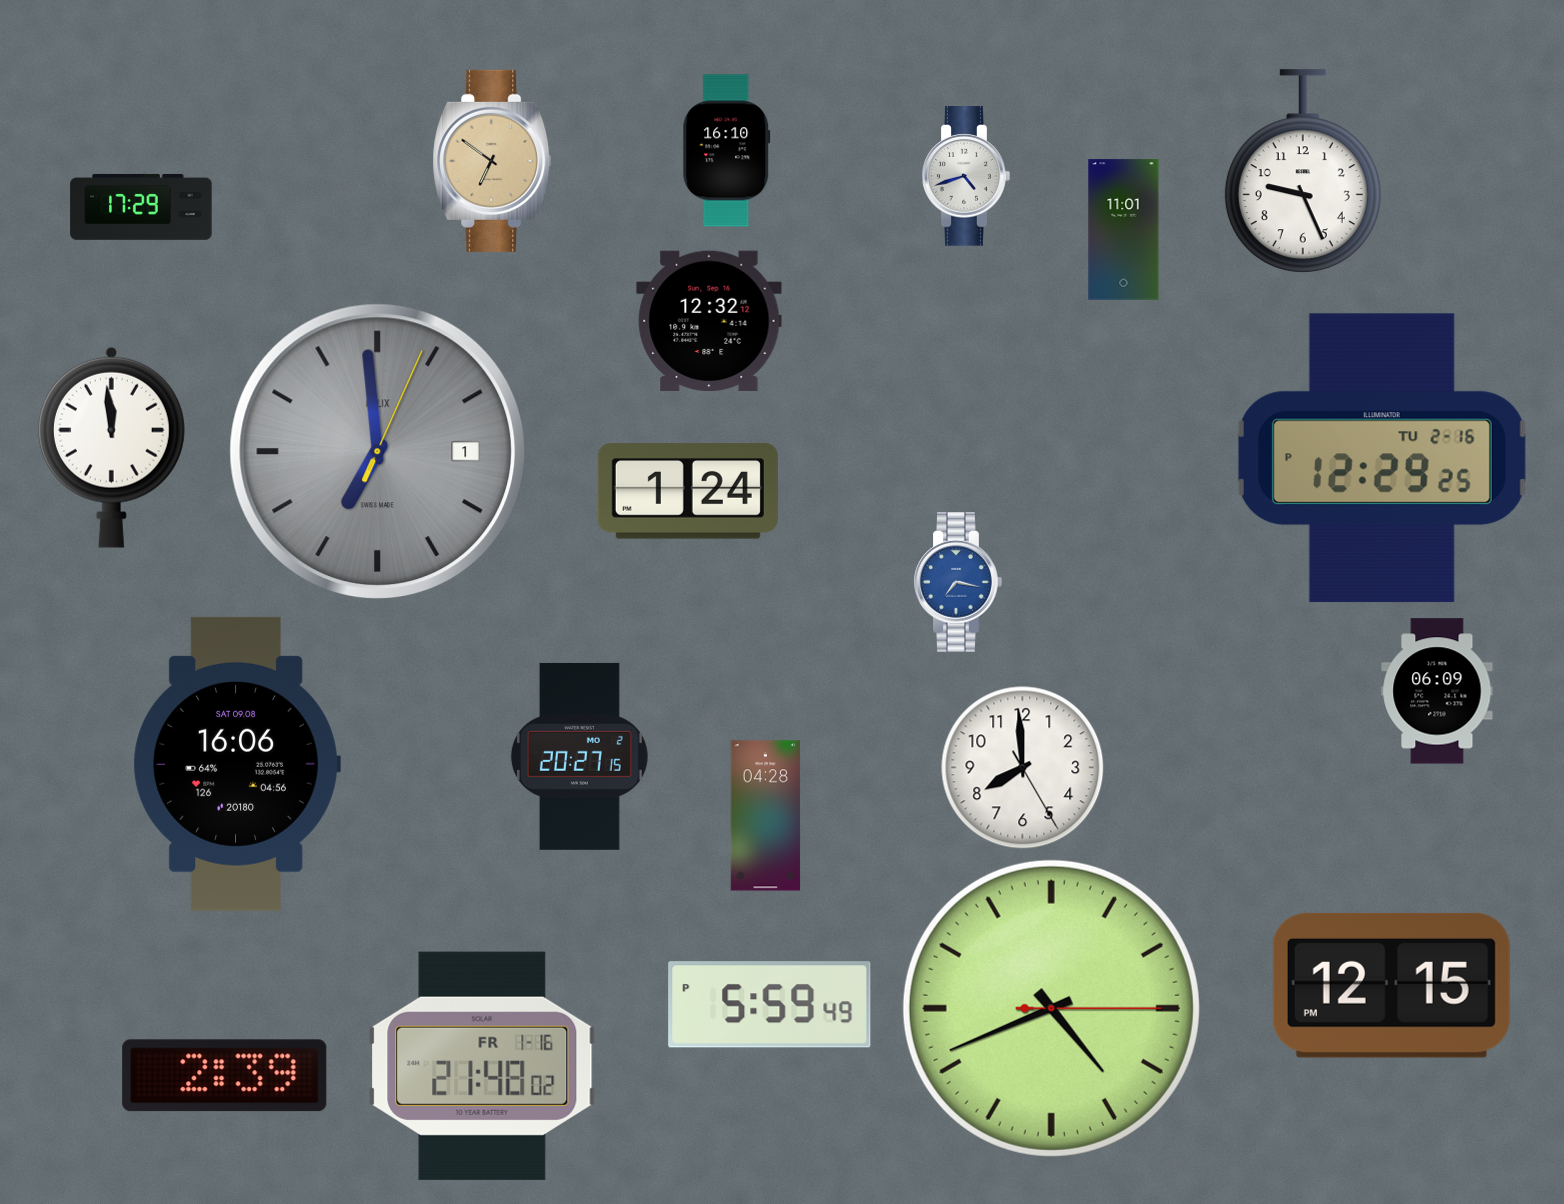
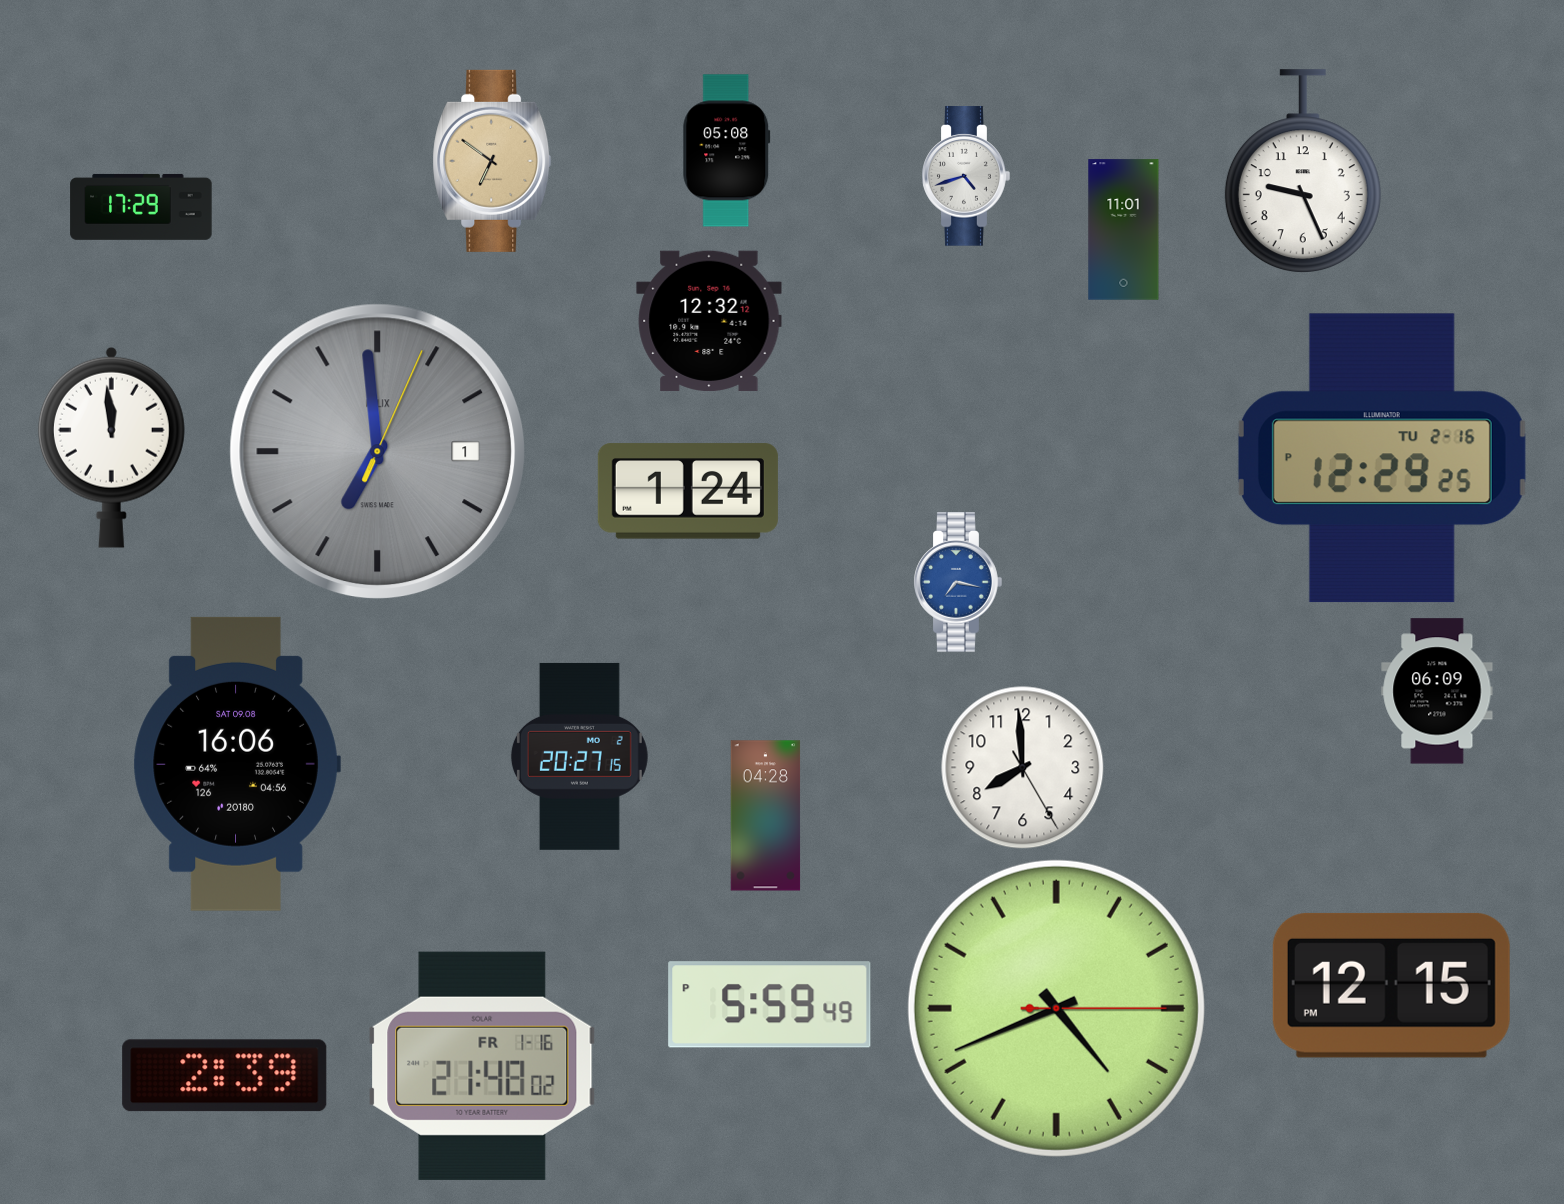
clock at (727, 151): 16:10 -> 05:08
clock at (1051, 1008) position: (1051, 1008) -> (1056, 1008)
